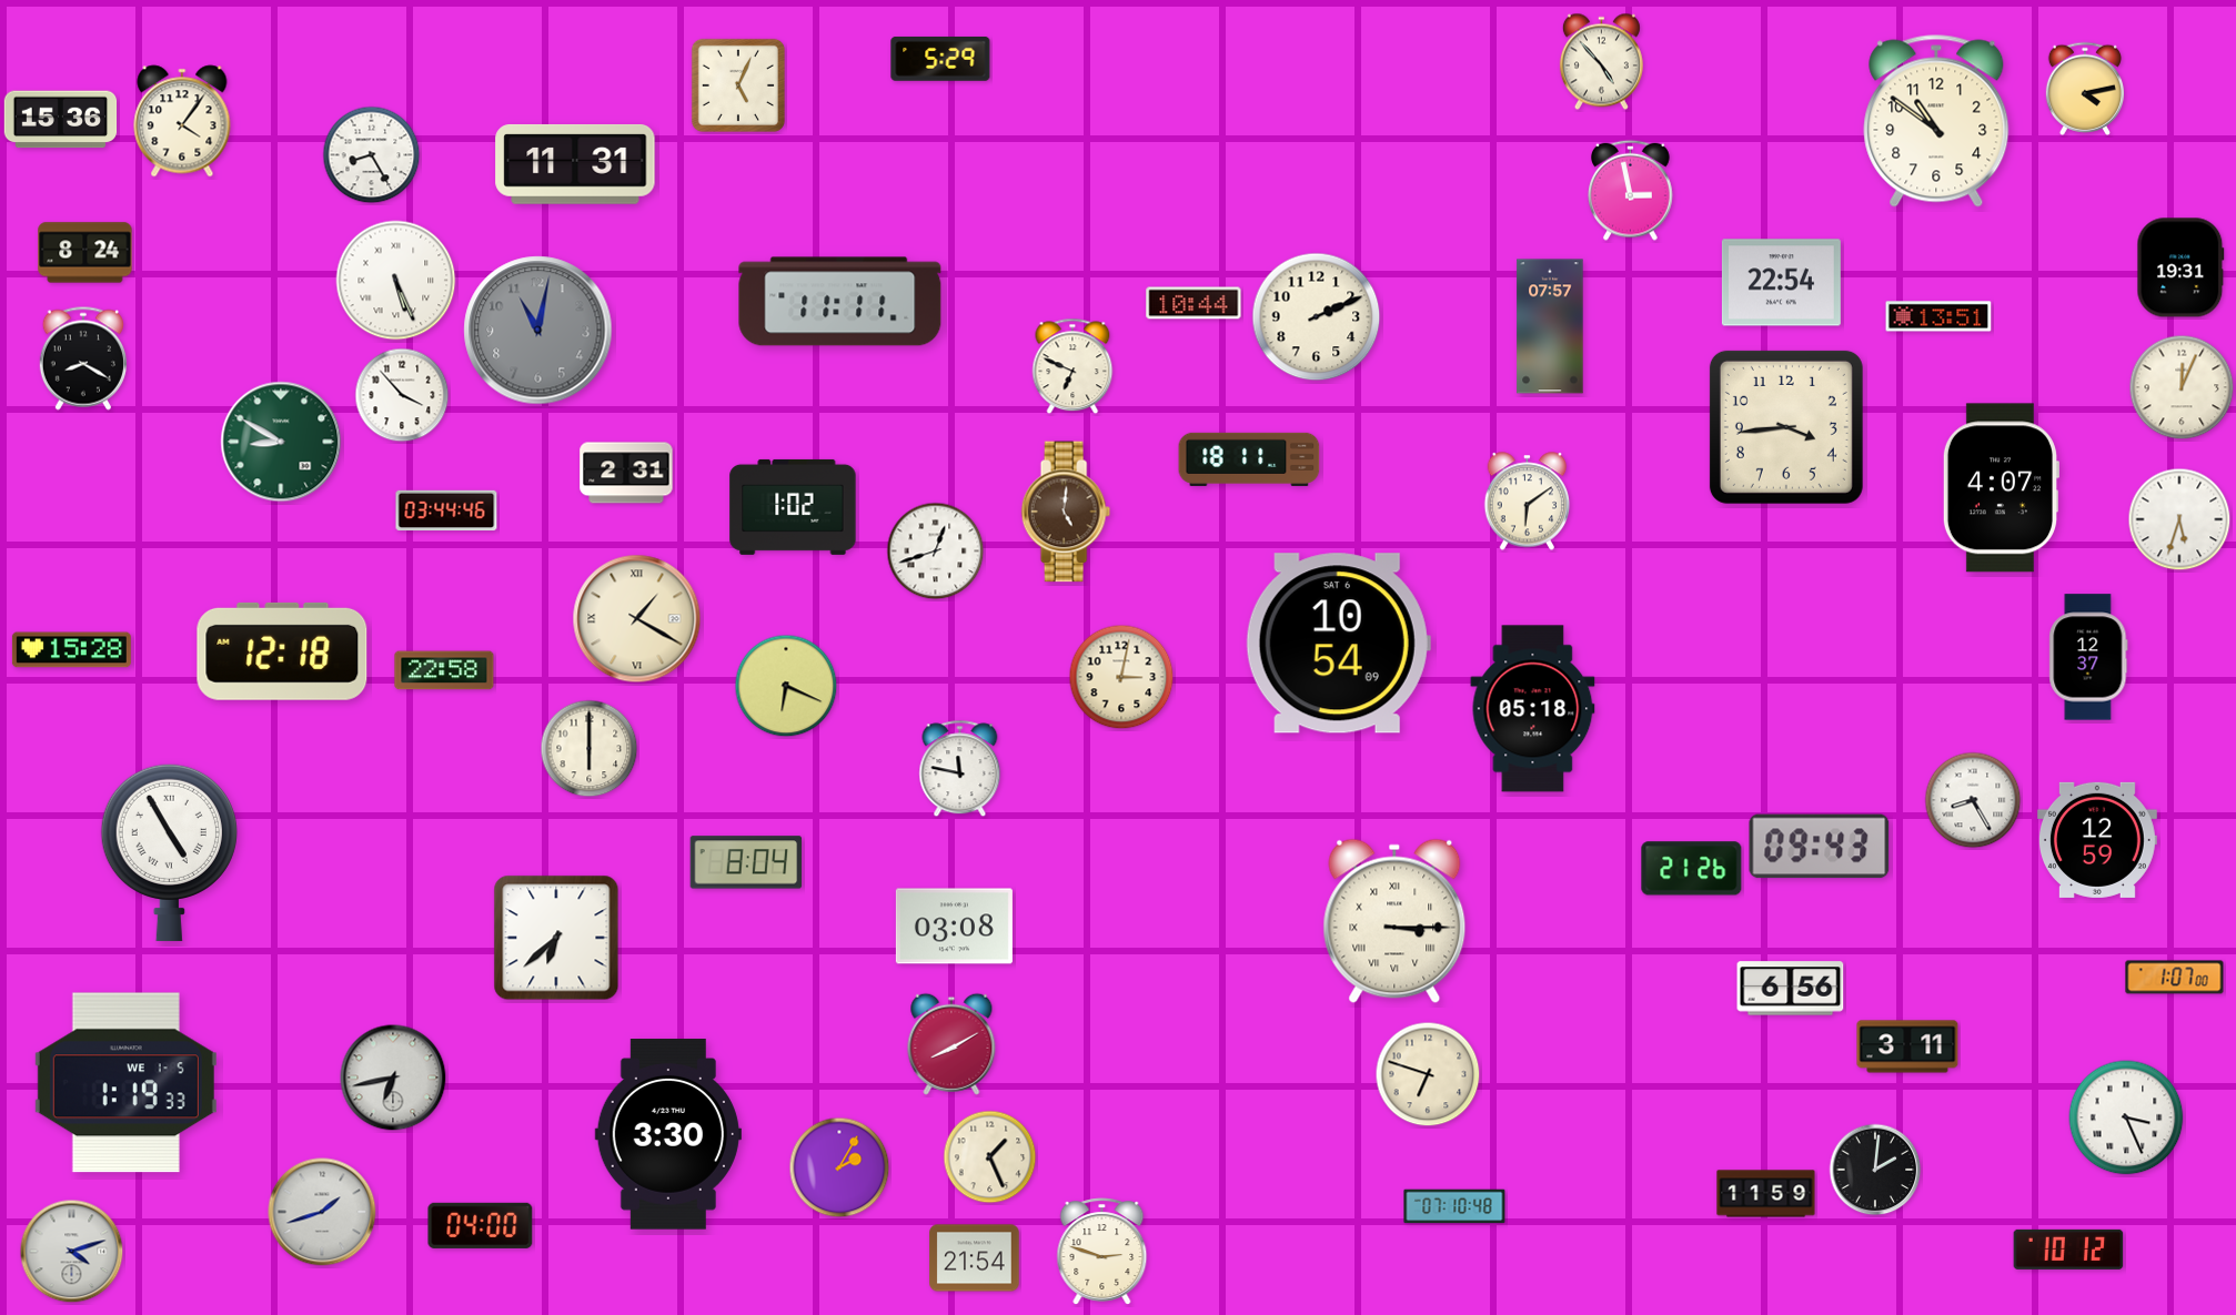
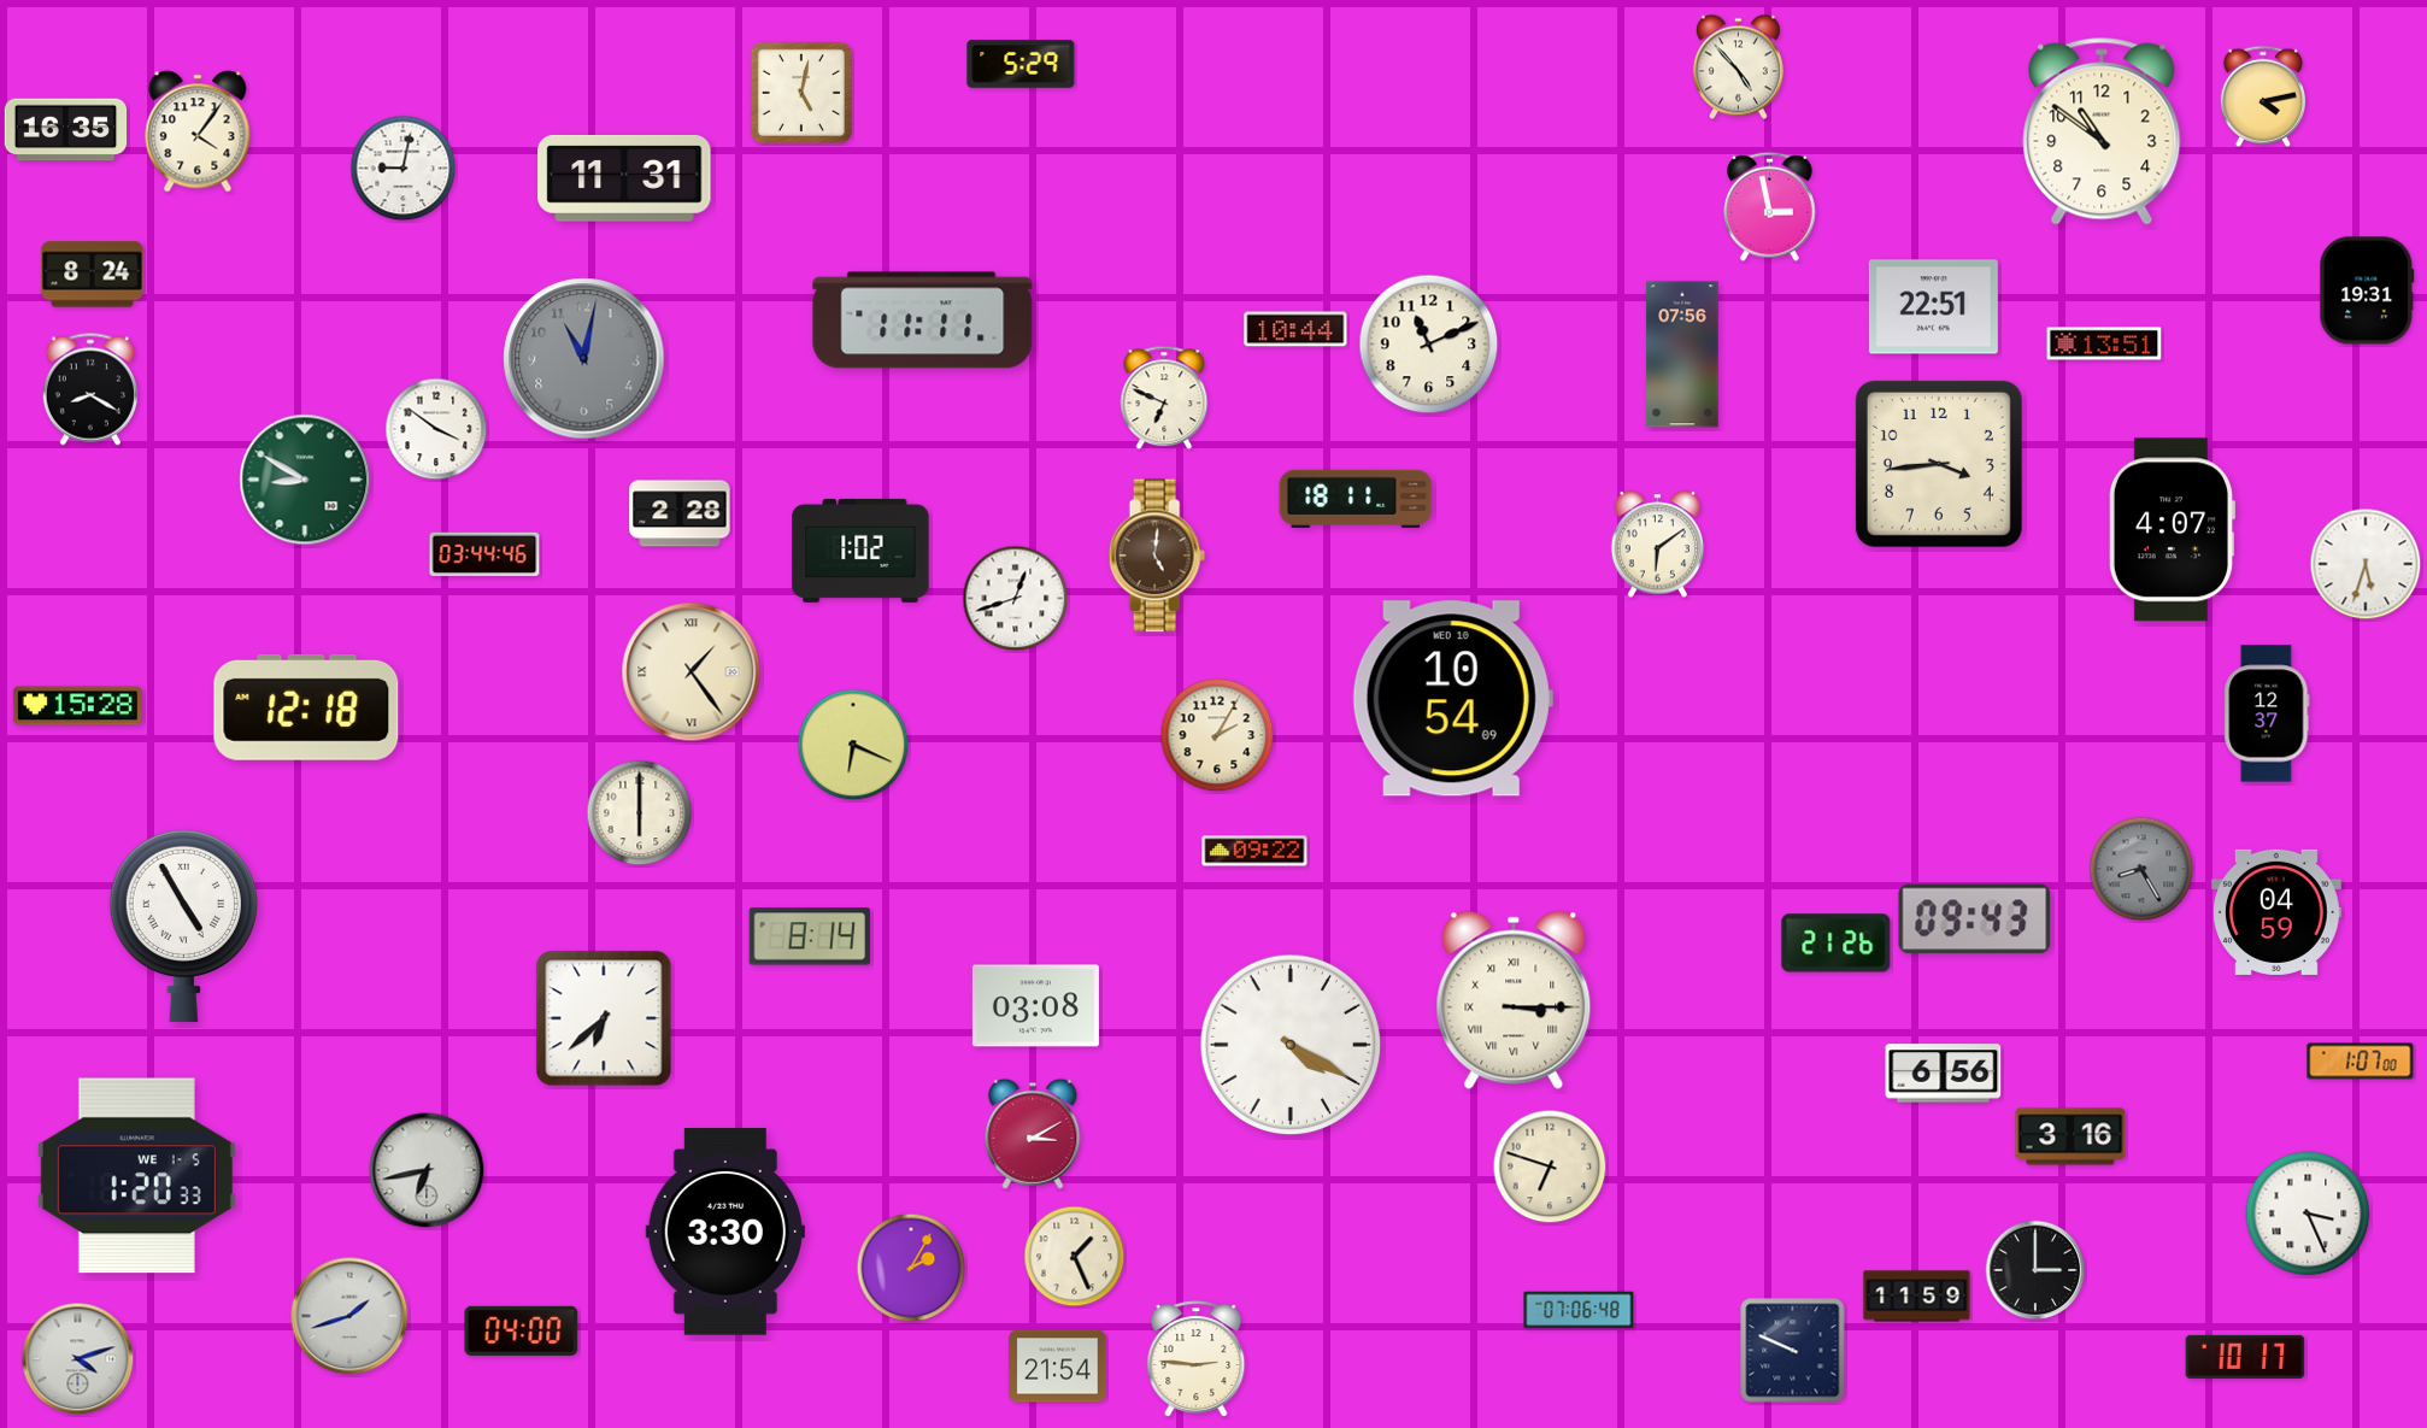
clock at (738, 85): 5:04 -> 5:02
clock at (61, 120): 15:36 -> 16:35
clock at (372, 155): 8:25 -> 9:02
clock at (396, 281): 5:26 -> none
clock at (1781, 283): 22:54 -> 22:51
clock at (840, 302) position: (840, 302) -> (923, 321)
clock at (1317, 317): 2:11 -> 11:11
clock at (1550, 326): 07:57 -> 07:56
clock at (2182, 387): 12:04 -> none
clock at (402, 395): 3:53 -> 3:51
clock at (626, 473): 2:31 -> 2:28
clock at (637, 619): 1:20 -> 1:24
clock at (1338, 644) date: SAT 6 -> WED 10
clock at (444, 670): 22:58 -> none
clock at (1121, 677): 3:02 -> 2:05
clock at (1533, 709): 05:18 -> none
clock at (960, 769): 11:47 -> none
clock at (1254, 851): none -> 09:22
clock at (1973, 800) dial: white -> grey
clock at (2097, 840): 12:59 -> 04:59
clock at (746, 862): 8:04 -> 8:14
clock at (1291, 1045): none -> 4:20
clock at (951, 1044): 8:10 -> 3:10
clock at (1907, 1046): 3:11 -> 3:16
clock at (125, 1083): 1:19 -> 1:20
clock at (1875, 1170): 2:01 -> 3:00
clock at (1454, 1206): 07:10 -> 07:06
clock at (1793, 1351): none -> 9:49
clock at (2068, 1250): 10:12 -> 10:17
clock at (1102, 1252): 2:48 -> 2:46
